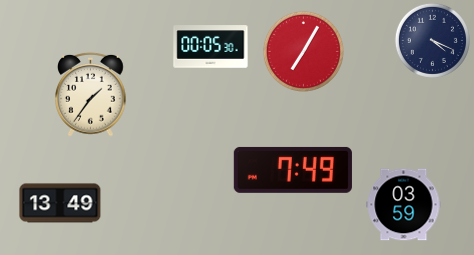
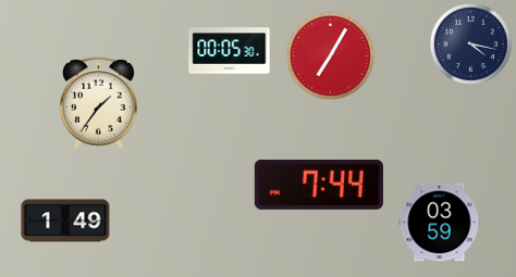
clock at (432, 40): 4:19 -> 4:17
clock at (293, 170): 7:49 -> 7:44
clock at (60, 203): 13:49 -> 1:49
